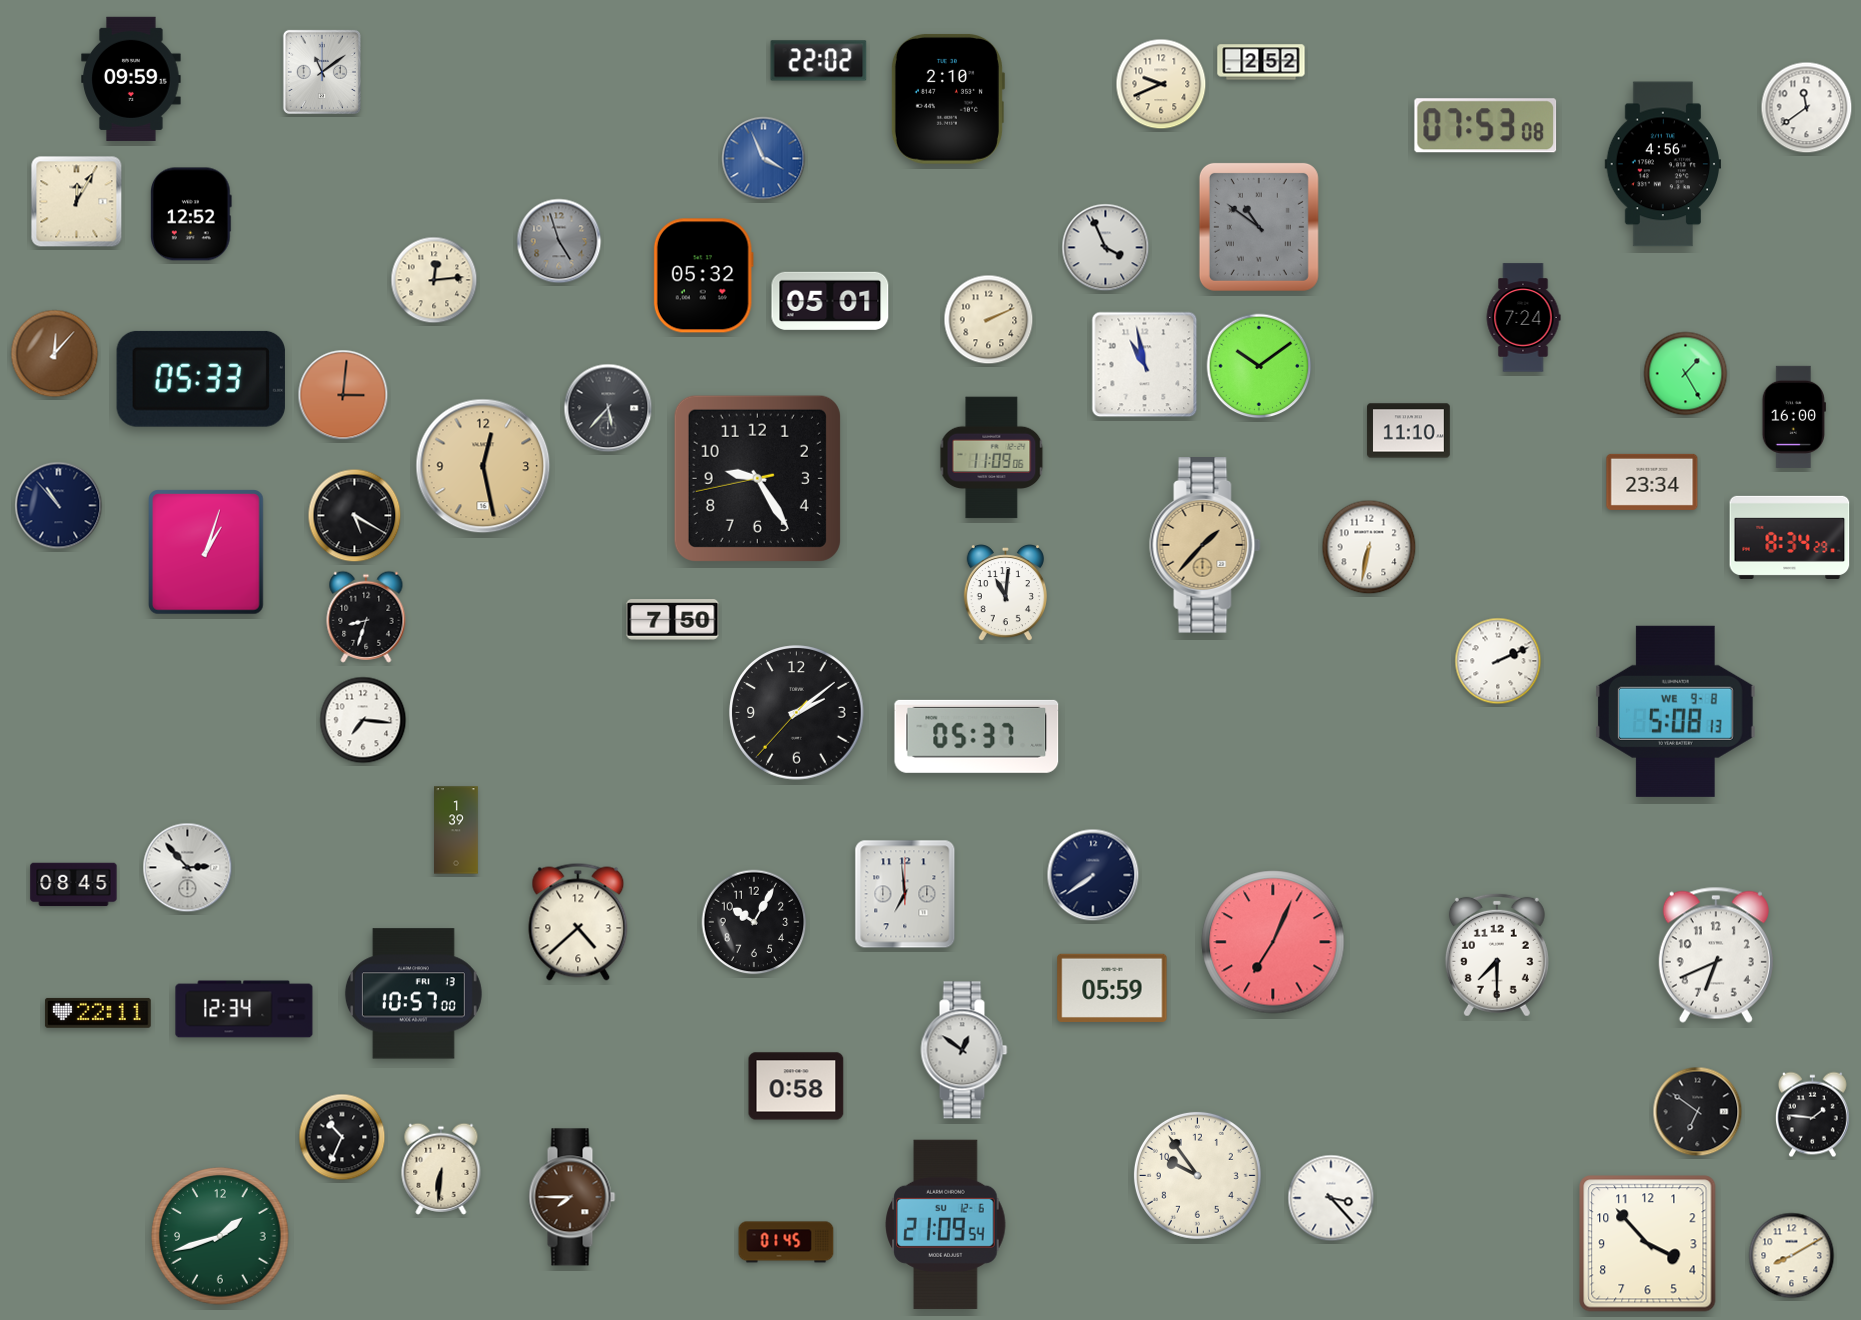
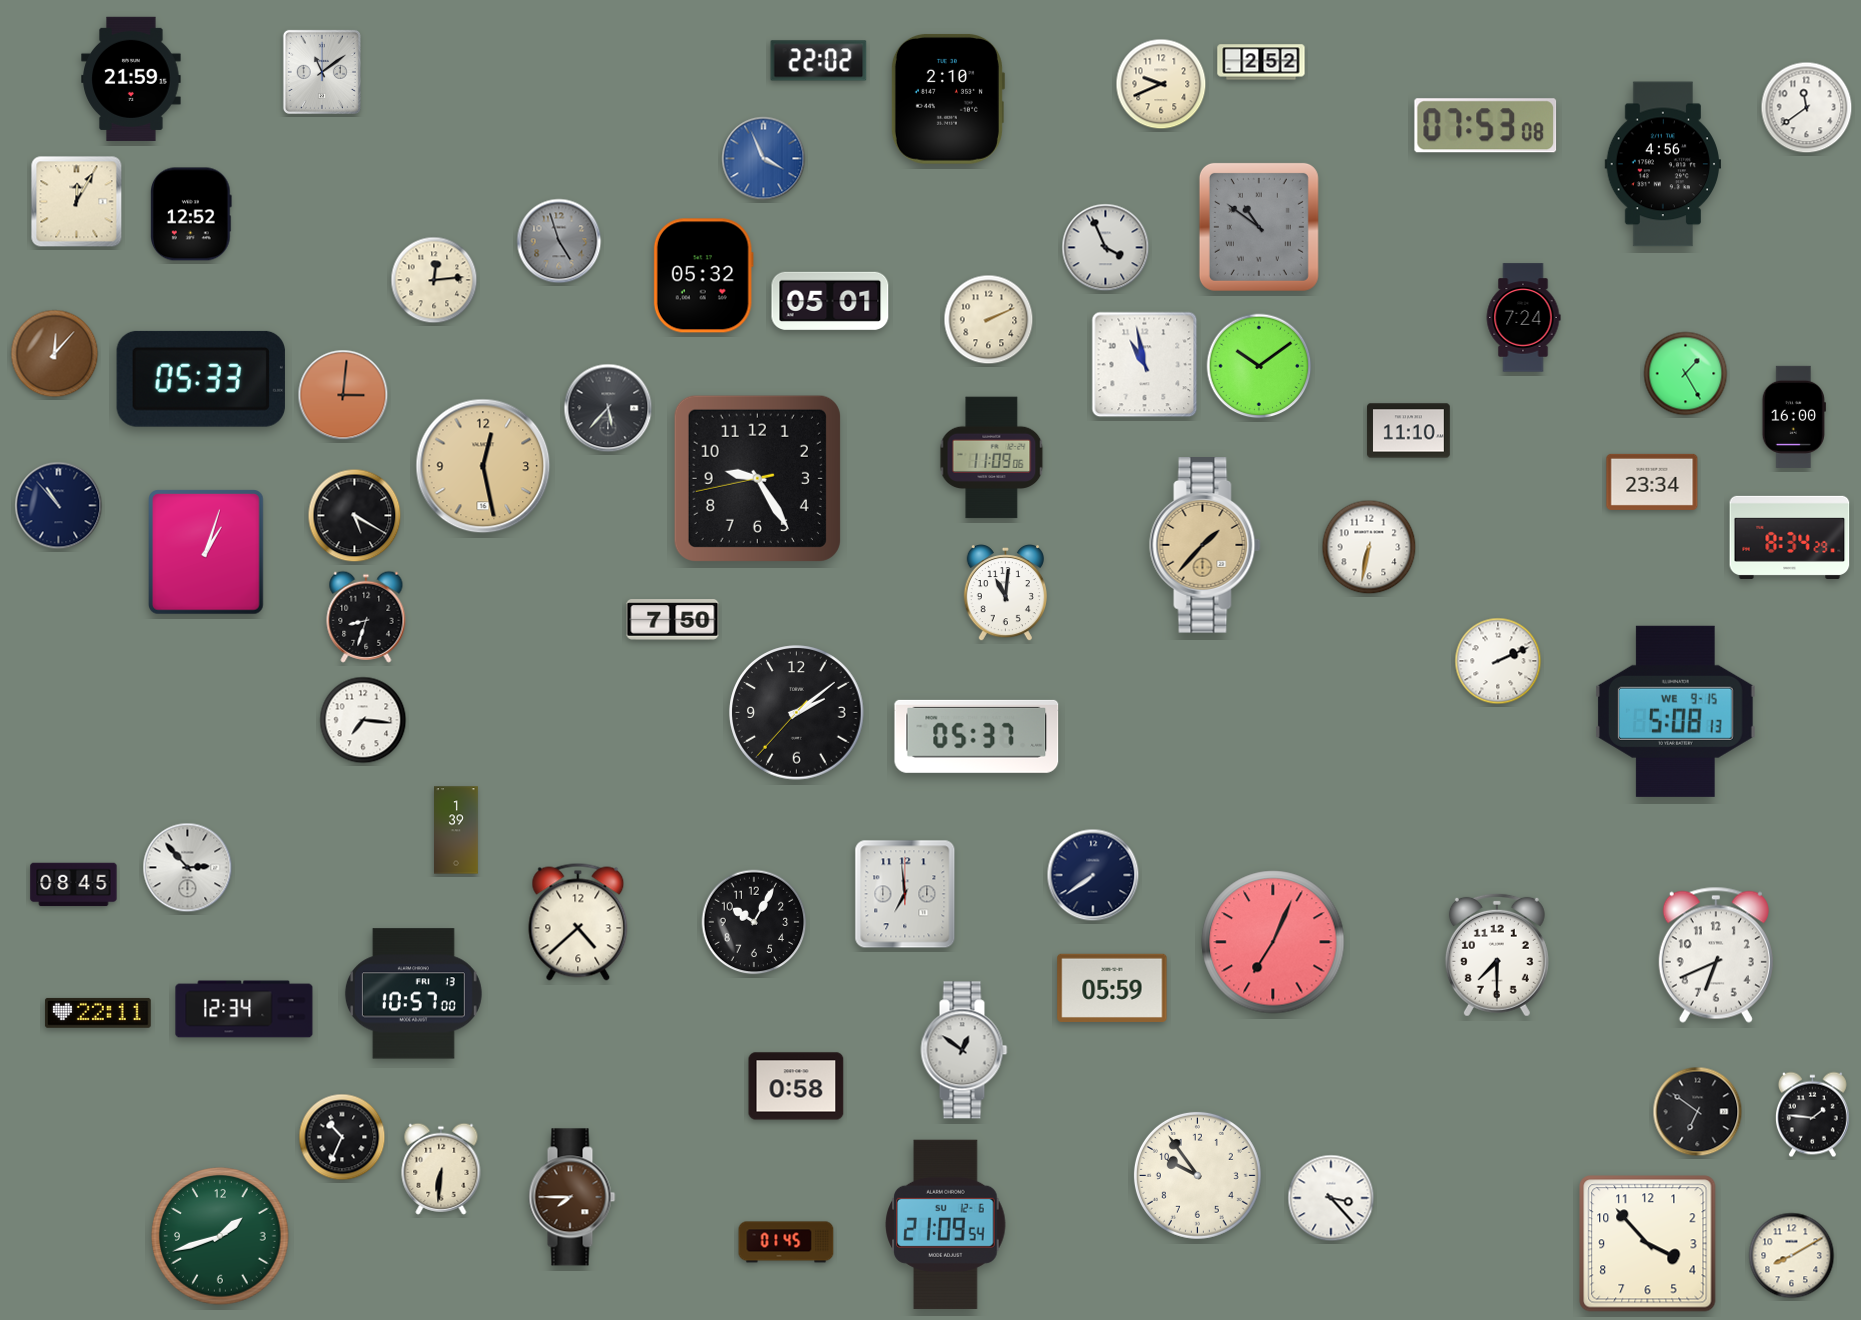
clock at (131, 79): 09:59 -> 21:59
clock at (1676, 711) date: WE 9-8 -> WE 9-15
